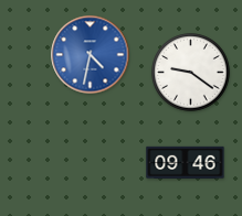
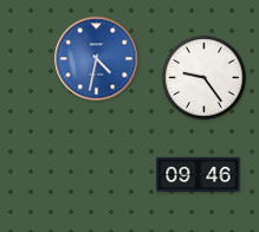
clock at (191, 73): 9:21 -> 9:24
